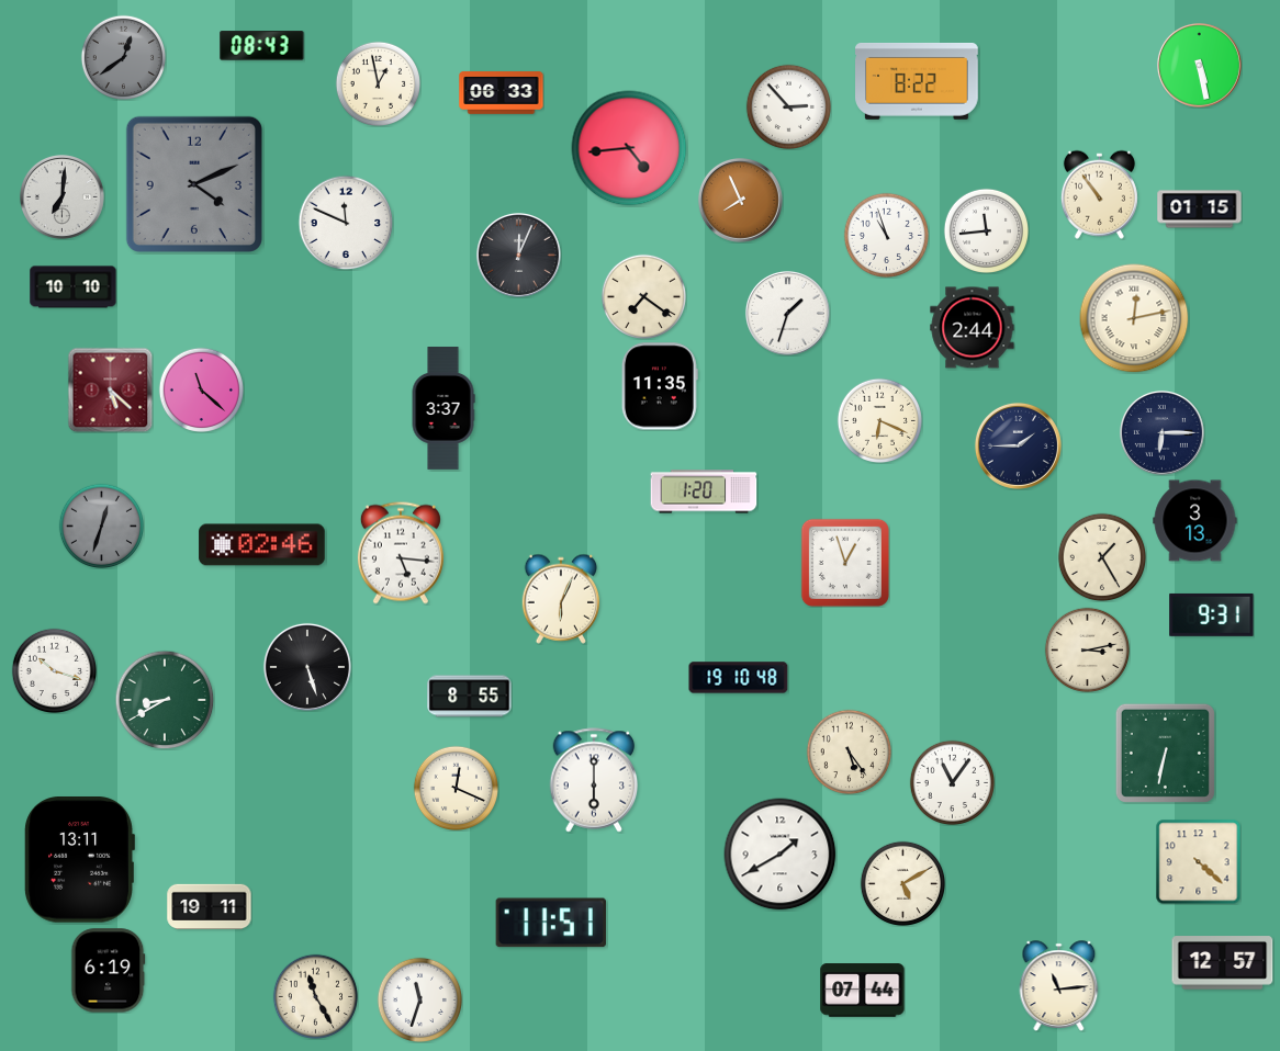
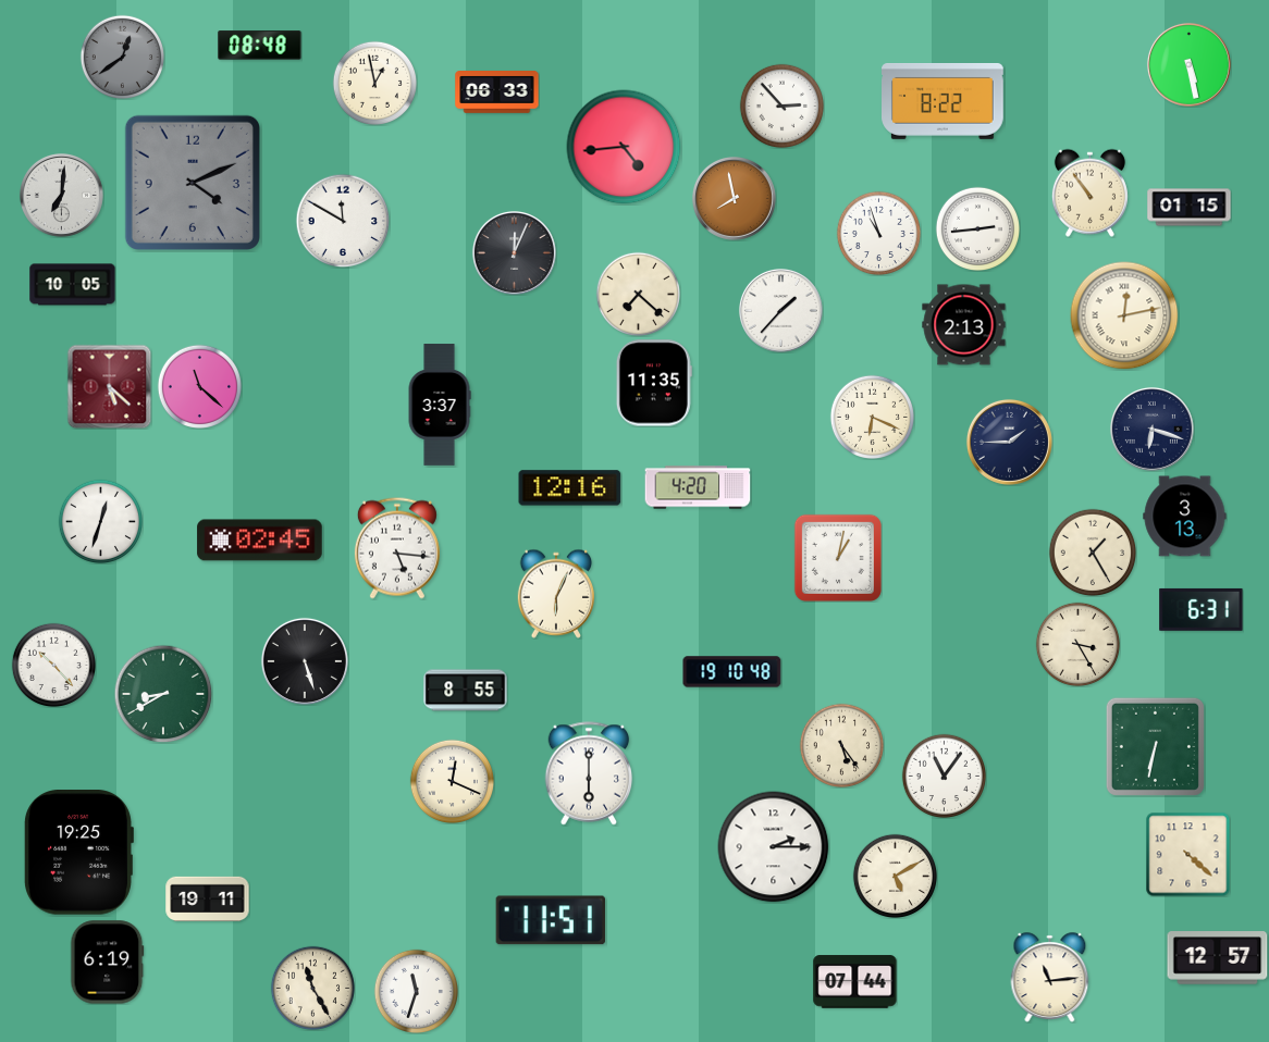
clock at (262, 46): 08:43 -> 08:48
clock at (918, 81) position: (918, 81) -> (944, 101)
clock at (740, 200): 7:56 -> 7:58
clock at (346, 223): 11:49 -> 11:50
clock at (986, 230): 11:44 -> 2:44
clock at (74, 287): 10:10 -> 10:05
clock at (643, 296): 7:21 -> 7:22
clock at (787, 313): 1:33 -> 1:37
clock at (973, 328): 2:44 -> 2:13
clock at (1161, 432): 6:15 -> 6:18
clock at (704, 491): 1:20 -> 4:20
clock at (570, 488): none -> 12:16
clock at (101, 525) dial: grey -> white
clock at (262, 545): 02:46 -> 02:45
clock at (845, 563): 12:57 -> 1:02
clock at (1212, 614): 9:31 -> 6:31
clock at (1087, 649): 3:13 -> 3:25
clock at (54, 670): 10:18 -> 10:23
clock at (781, 855): 1:40 -> 2:15
clock at (79, 860): 13:11 -> 19:25
clock at (550, 923) position: (550, 923) -> (550, 920)
clock at (1223, 963) position: (1223, 963) -> (1218, 958)
